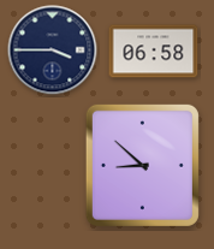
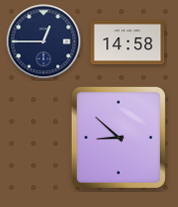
clock at (53, 51): 3:45 -> 12:45
clock at (154, 52): 06:58 -> 14:58
